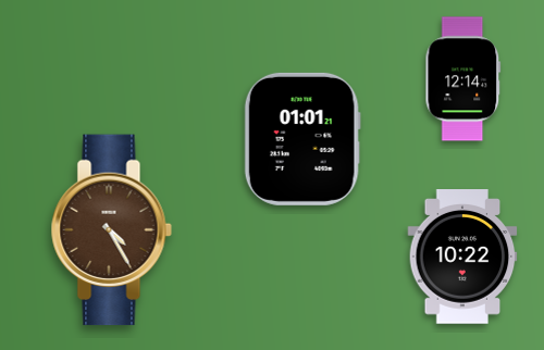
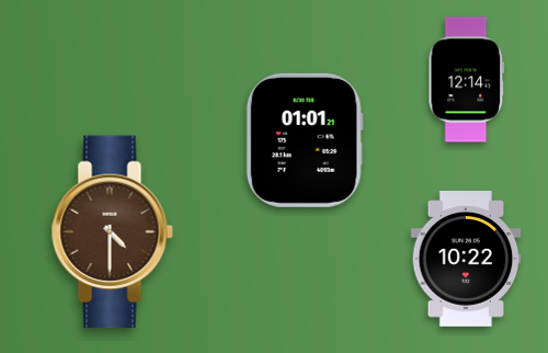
clock at (111, 230): 4:25 -> 4:30
